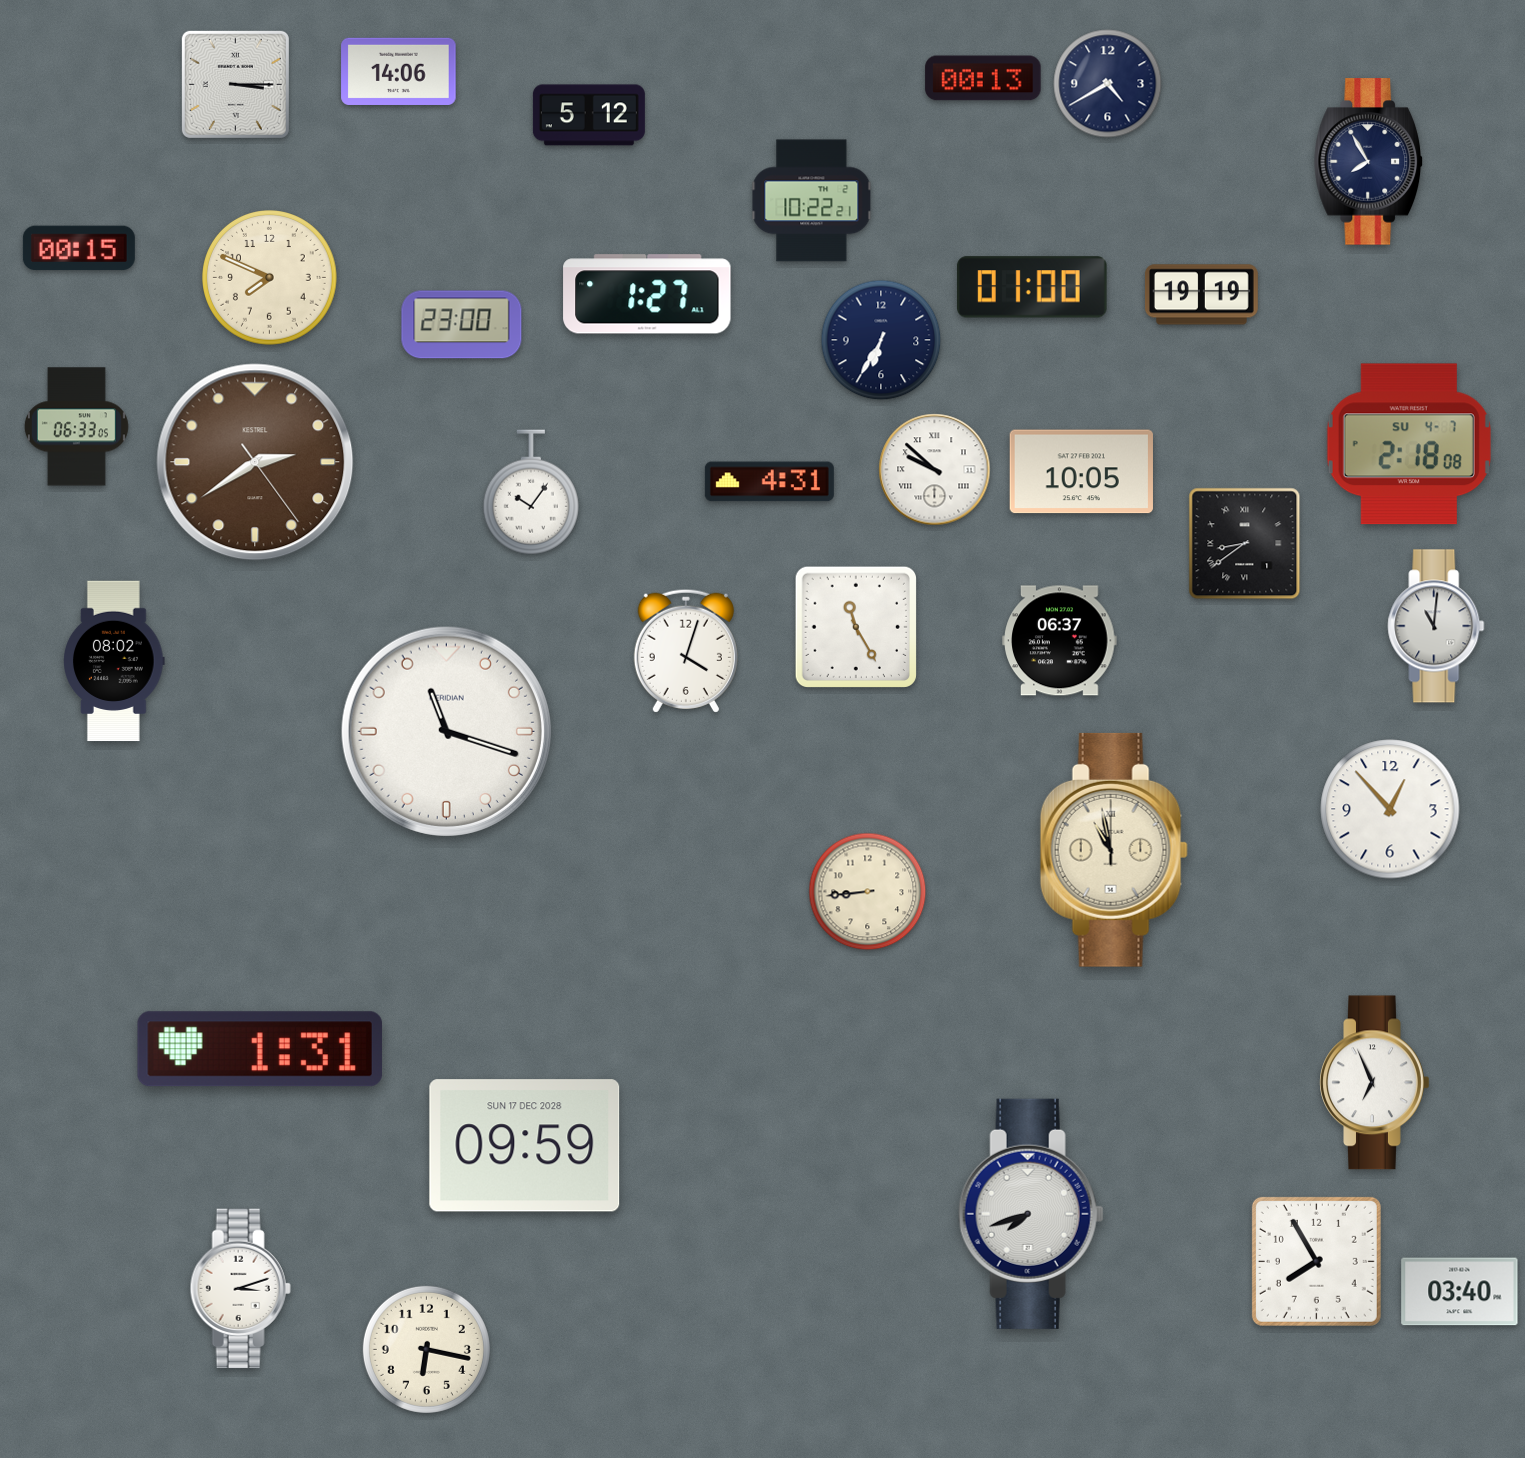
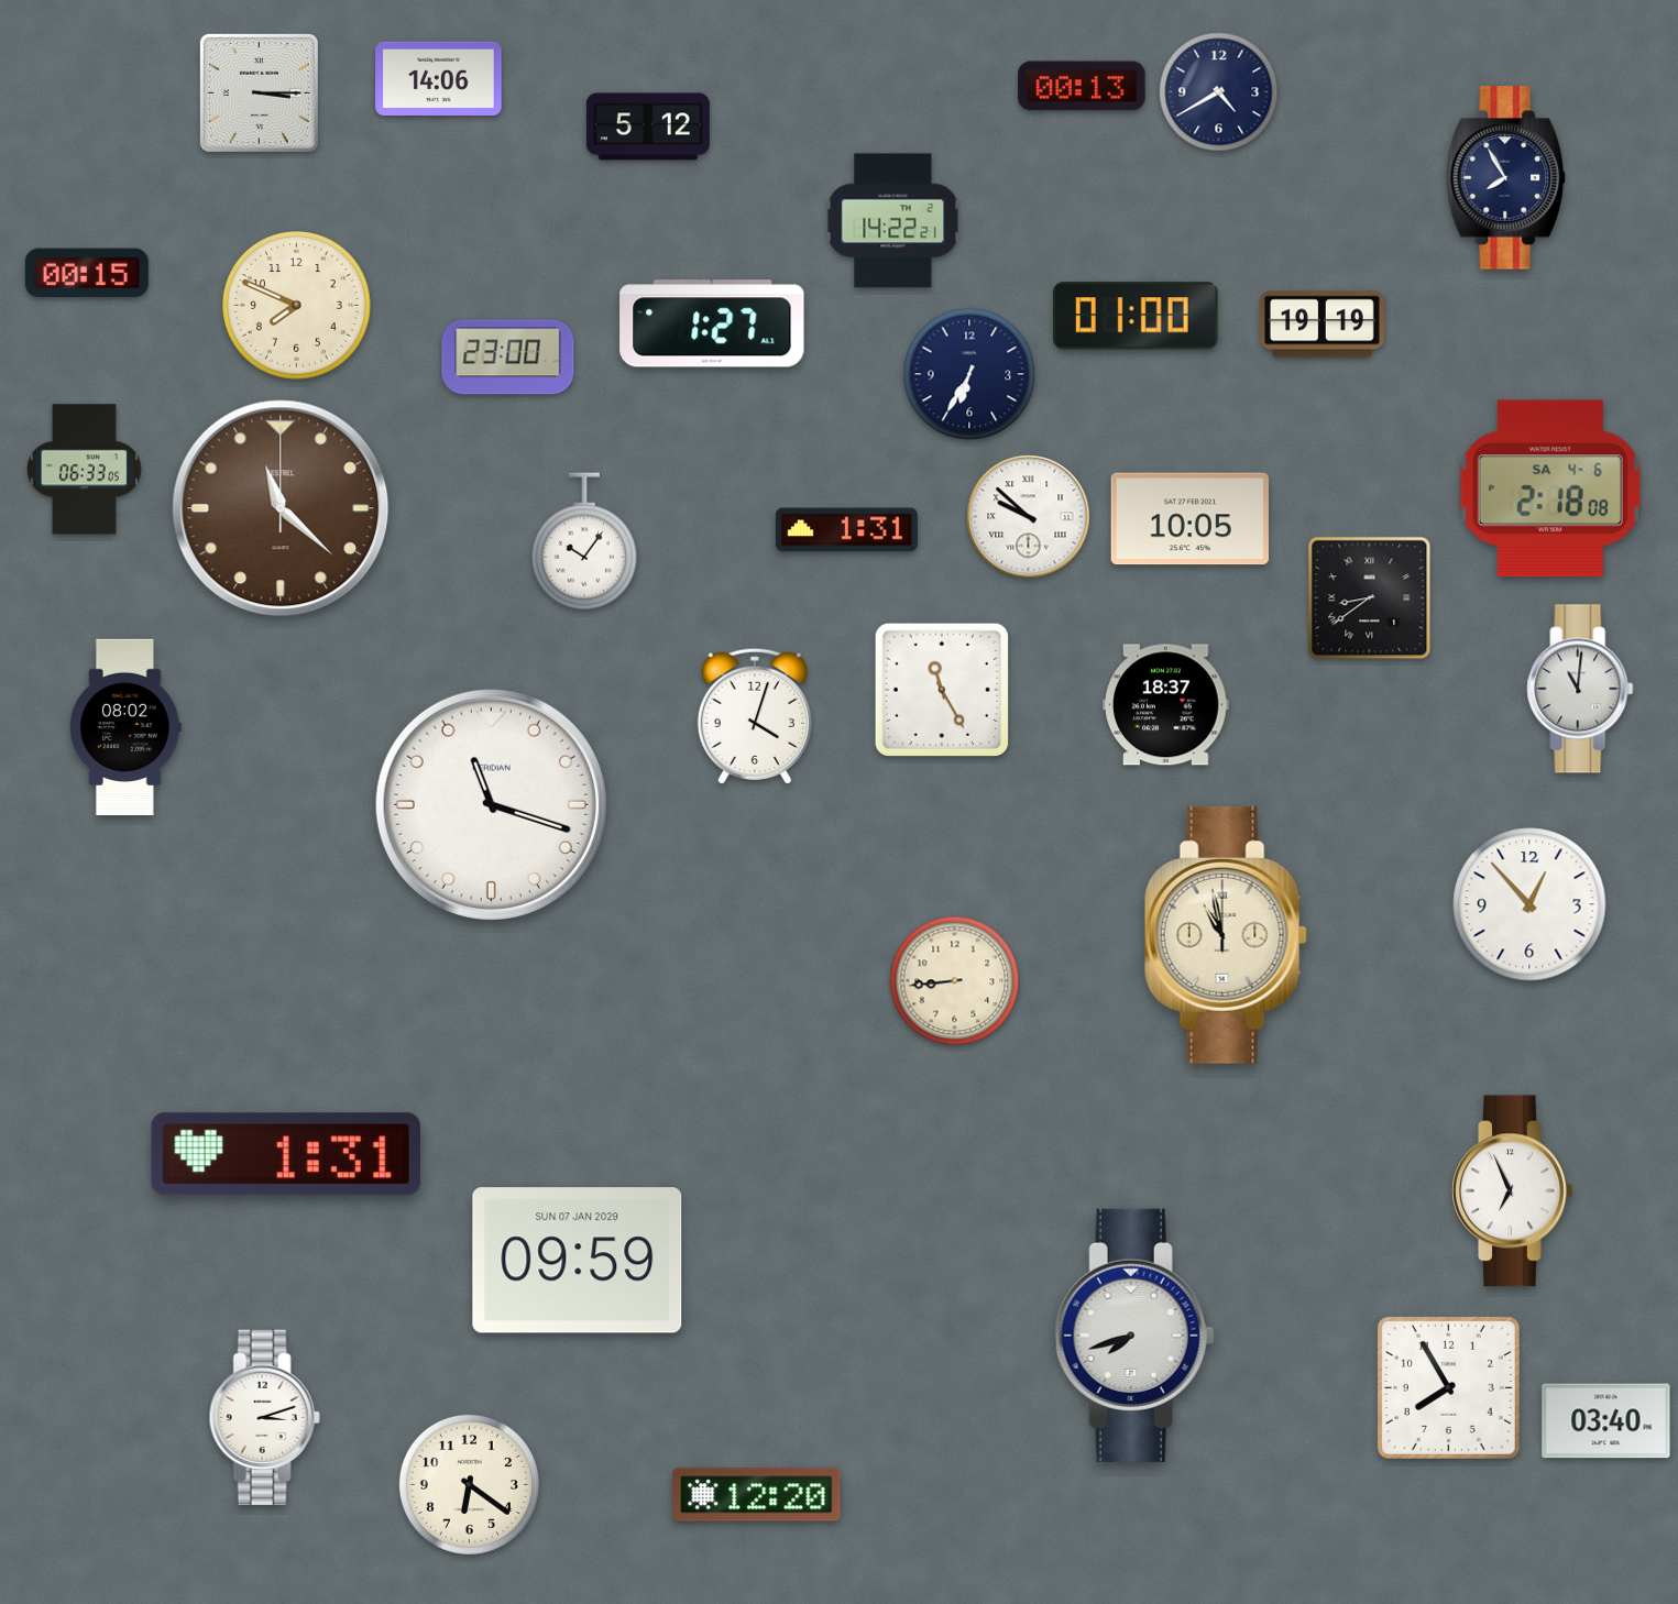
clock at (812, 201): 10:22 -> 14:22
clock at (1409, 444) date: SU 4-7 -> SA 4-6
clock at (255, 462): 2:39 -> 11:22
clock at (769, 482): 4:31 -> 1:31
clock at (1060, 641): 06:37 -> 18:37
clock at (1390, 809) position: (1390, 809) -> (1529, 904)
clock at (525, 1146) date: SUN 17 DEC 2028 -> SUN 07 JAN 2029
clock at (426, 1349): 6:17 -> 6:21
clock at (757, 1495): none -> 12:20
